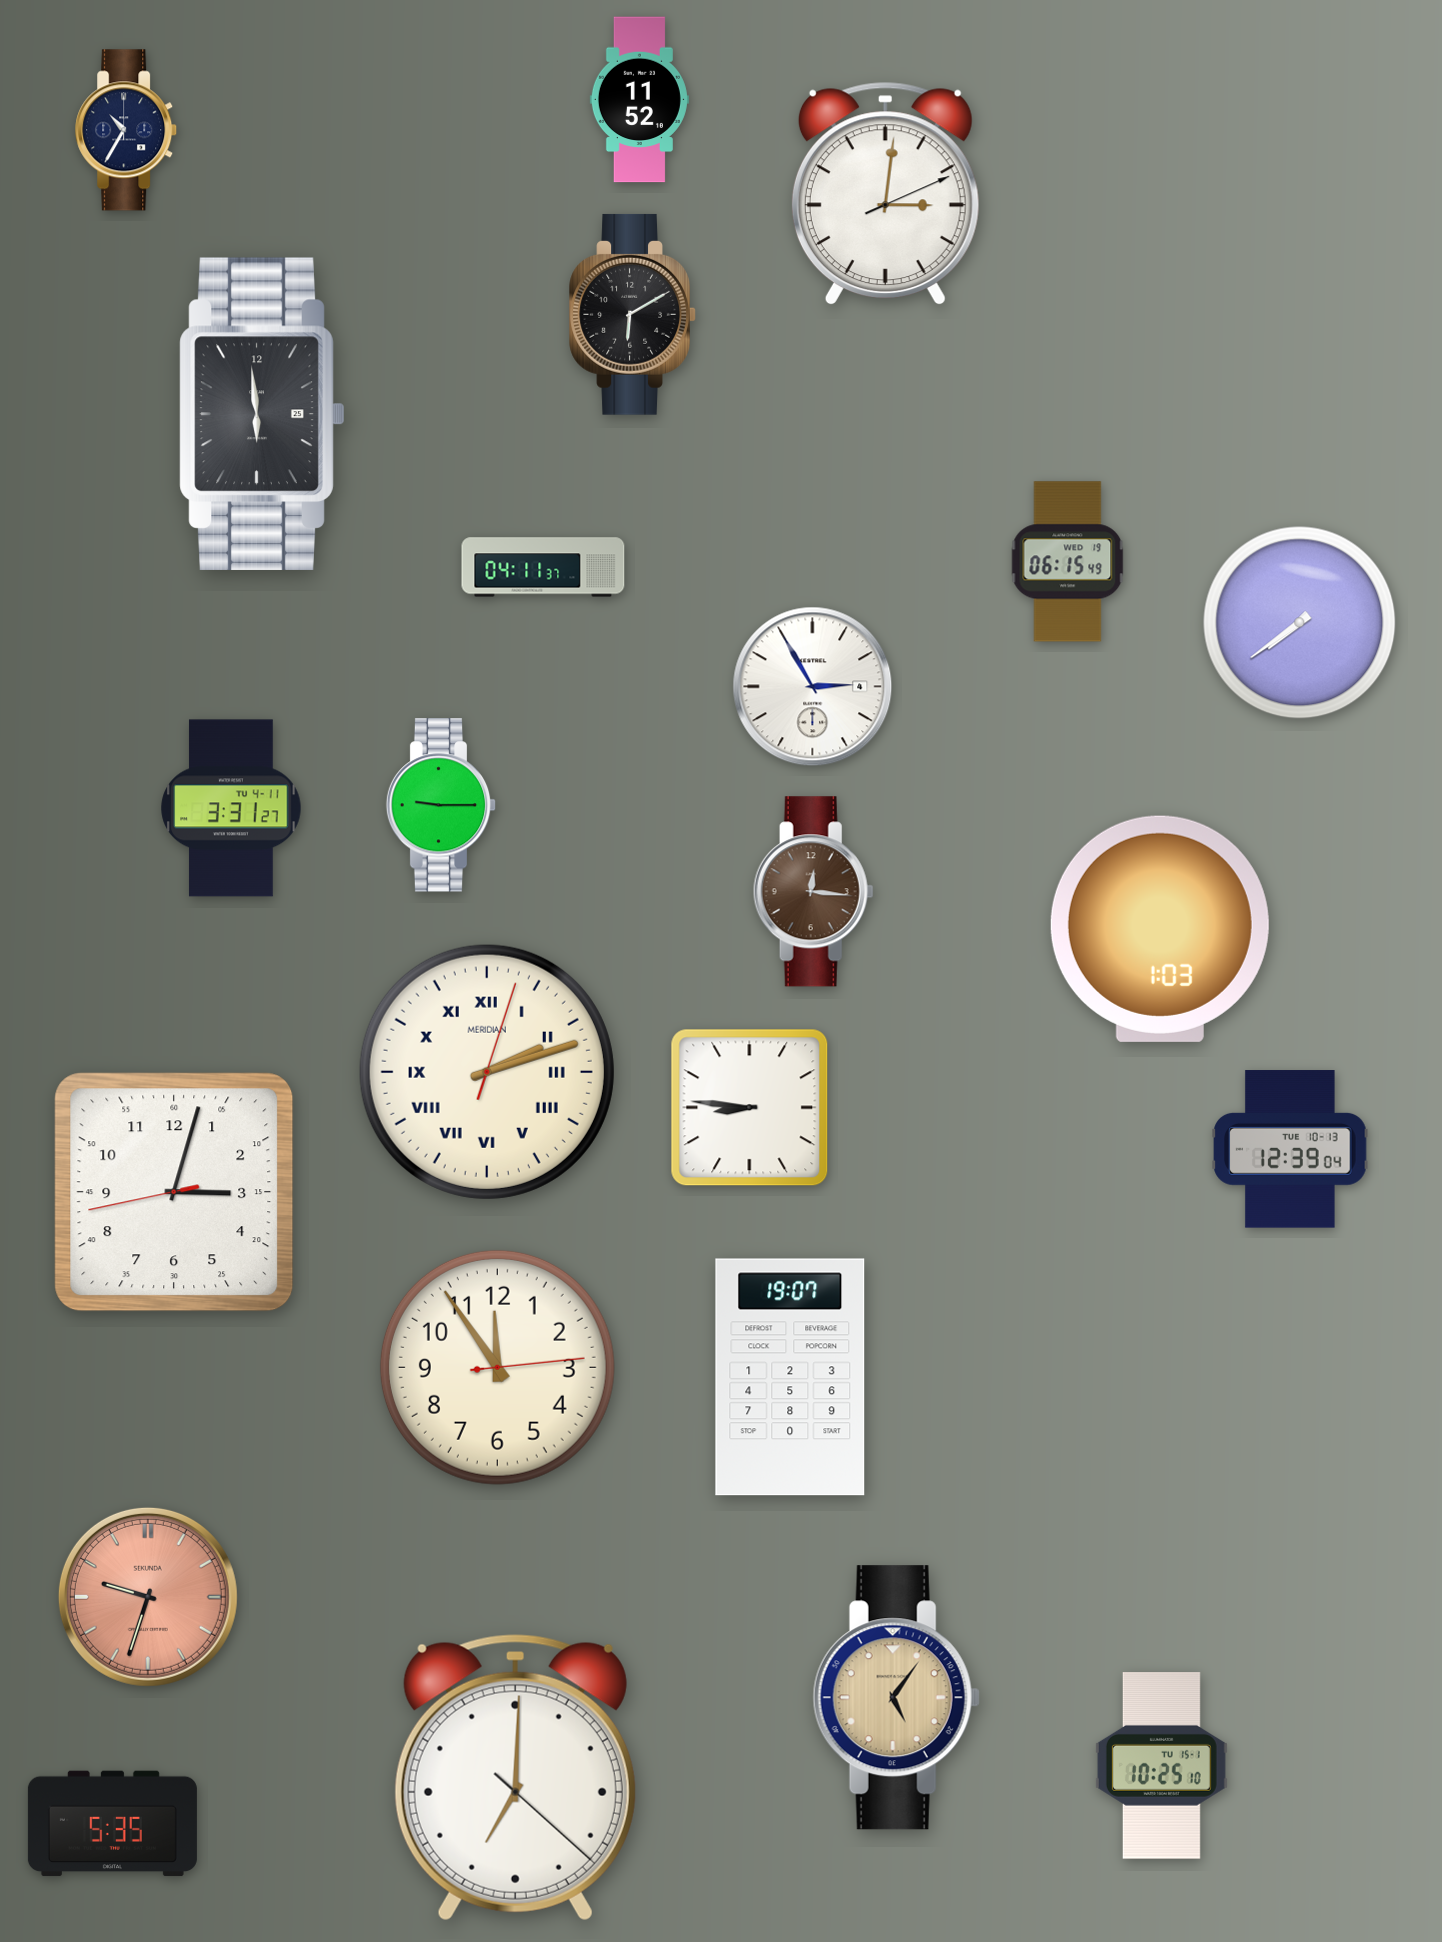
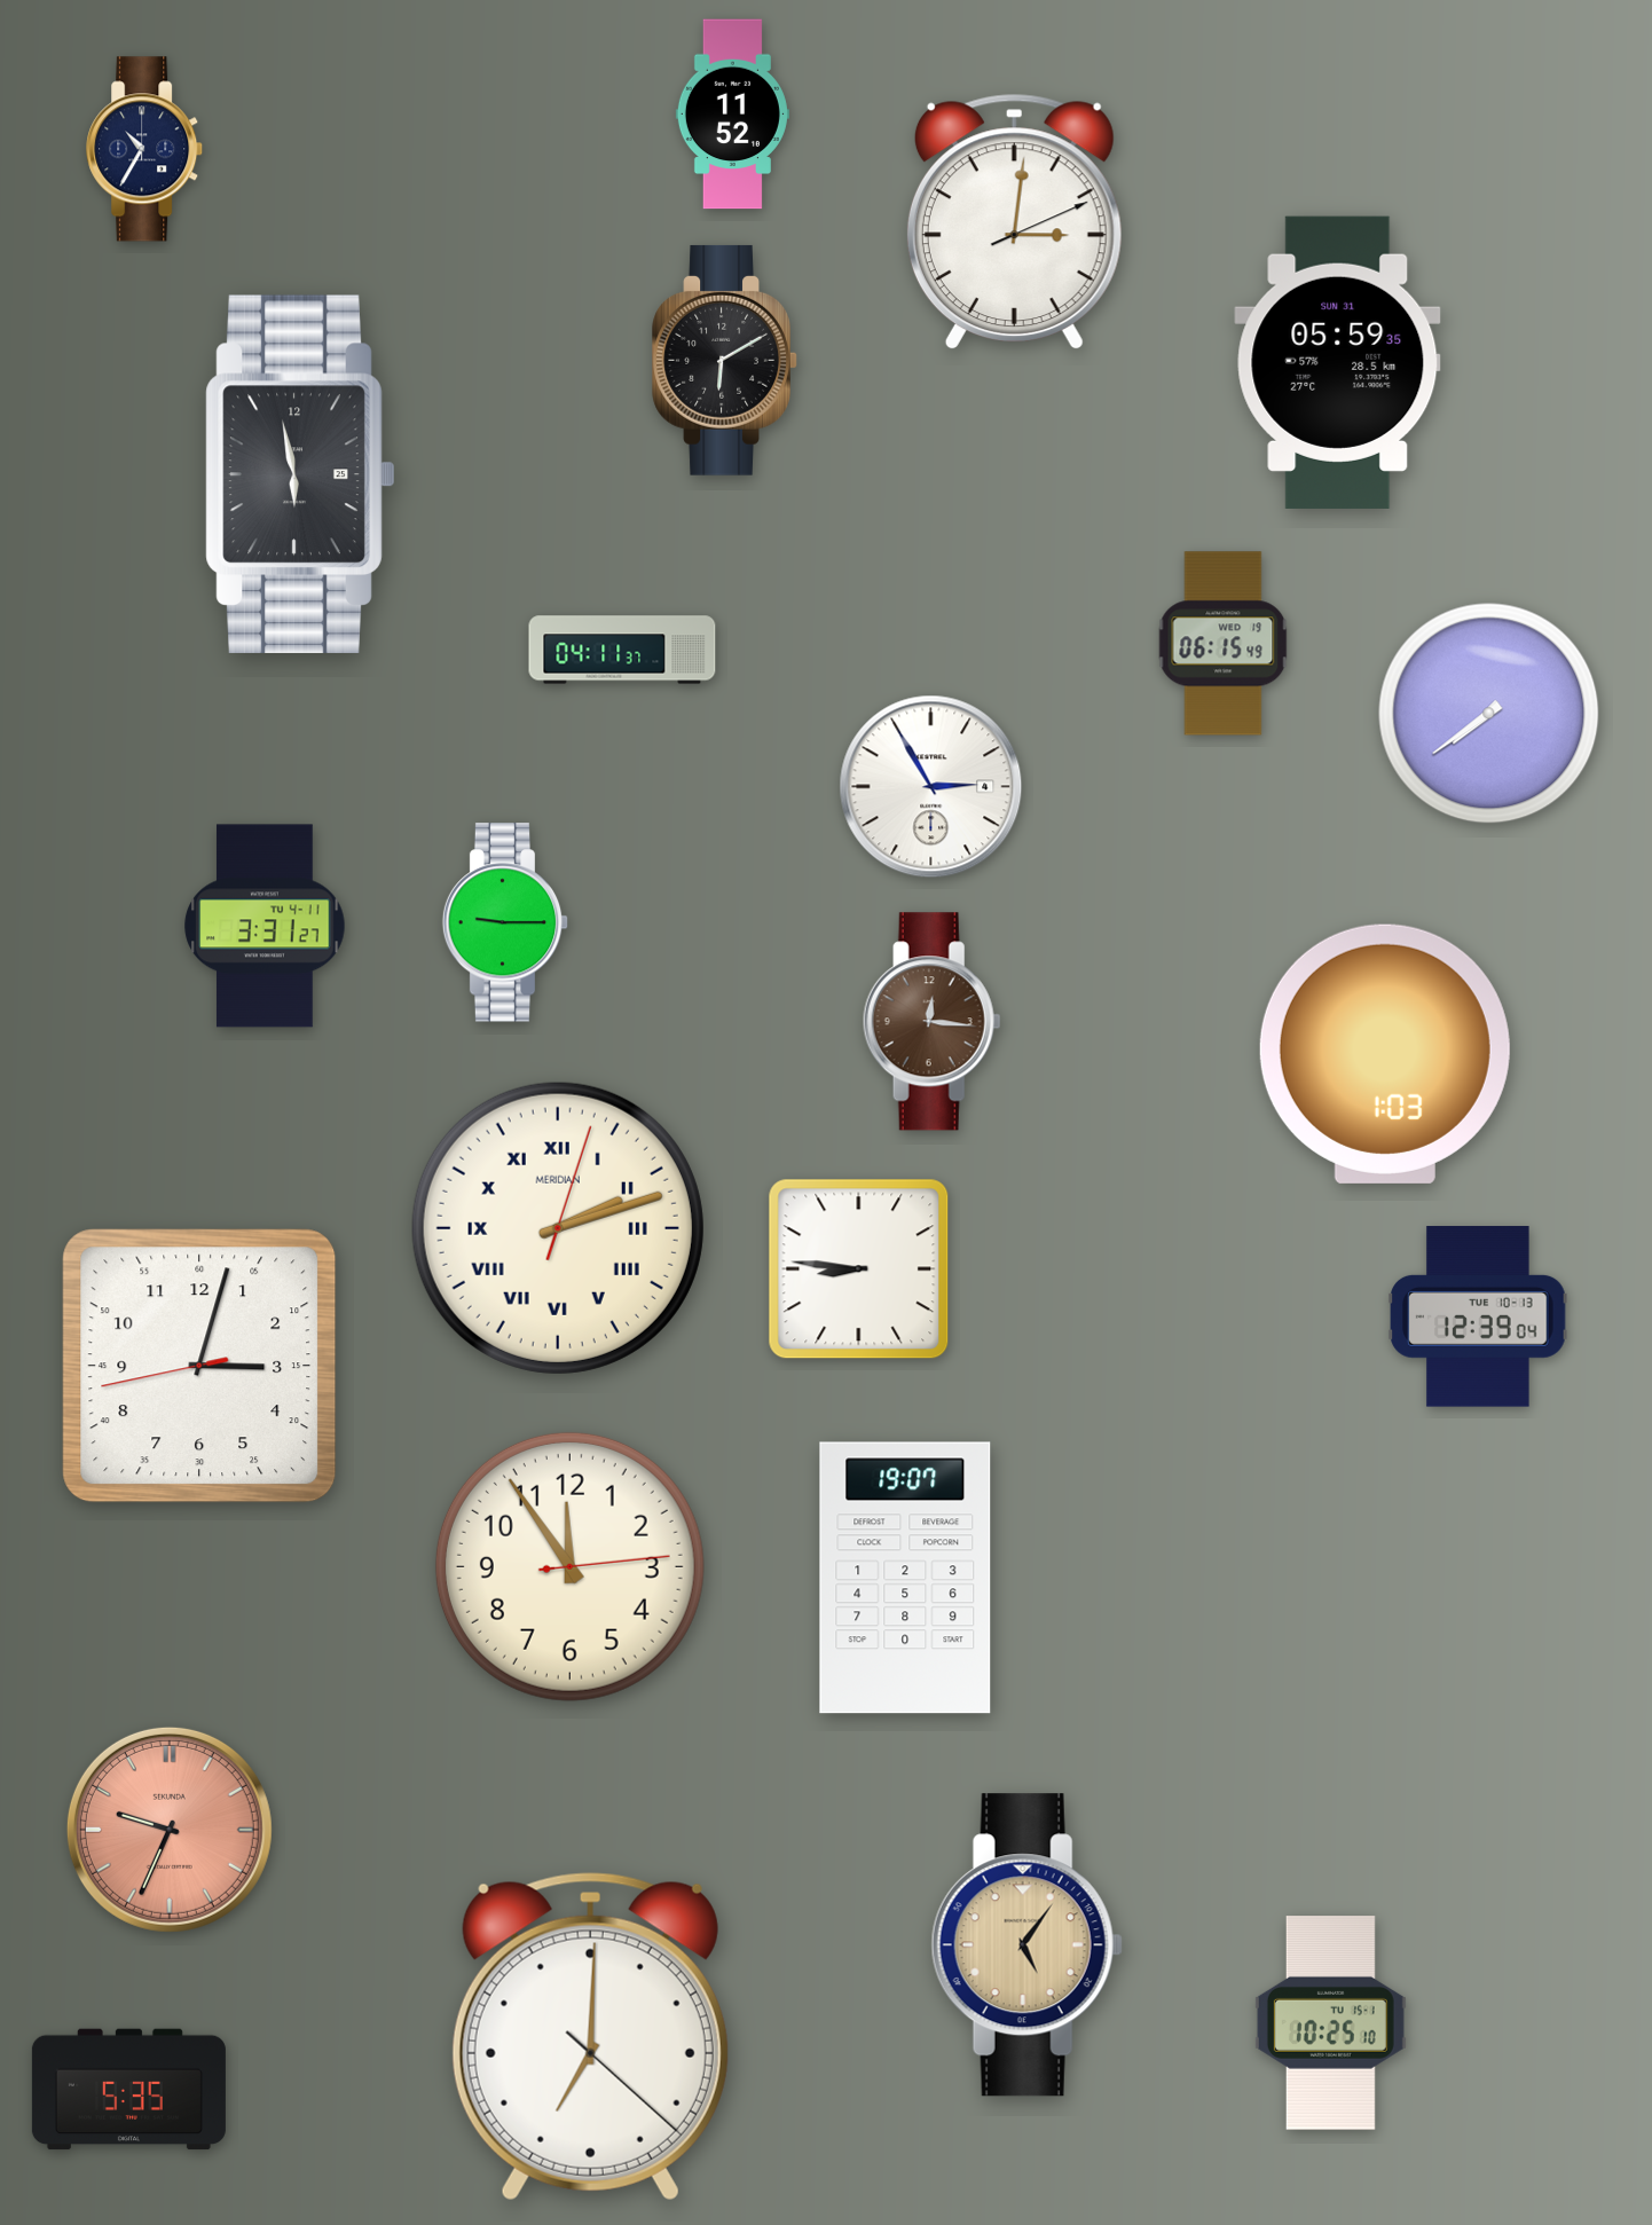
clock at (1338, 362): none -> 05:59
clock at (262, 414): 5:59 -> 5:58
clock at (1160, 929) position: (1160, 929) -> (1385, 1054)
clock at (148, 1597): 9:33 -> 9:34
